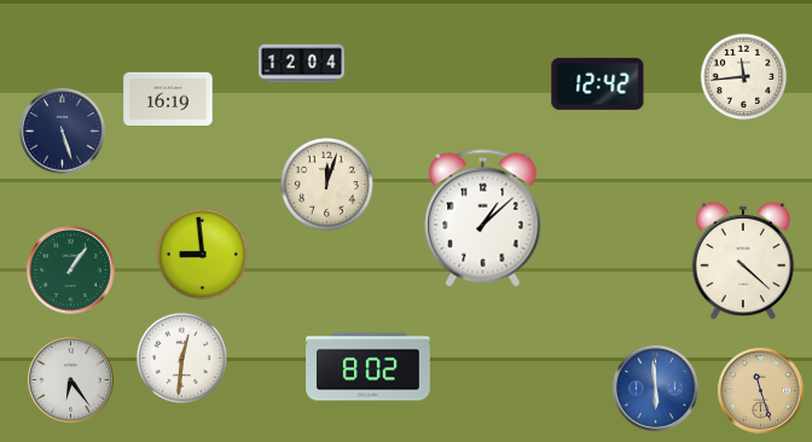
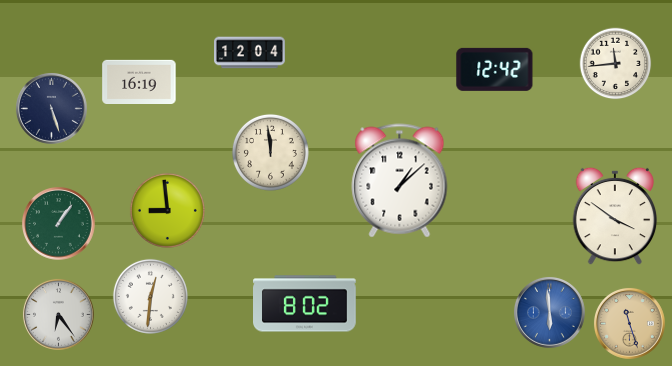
clock at (326, 184): 12:03 -> 11:59
clock at (743, 261): 4:22 -> 3:51
clock at (655, 388) position: (655, 388) -> (549, 312)
